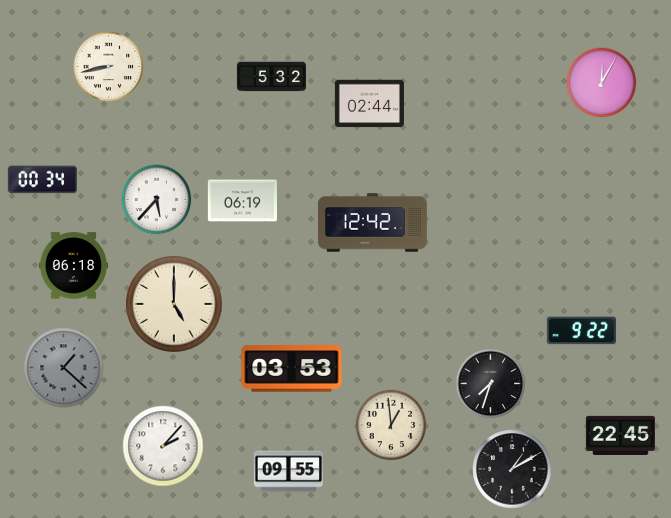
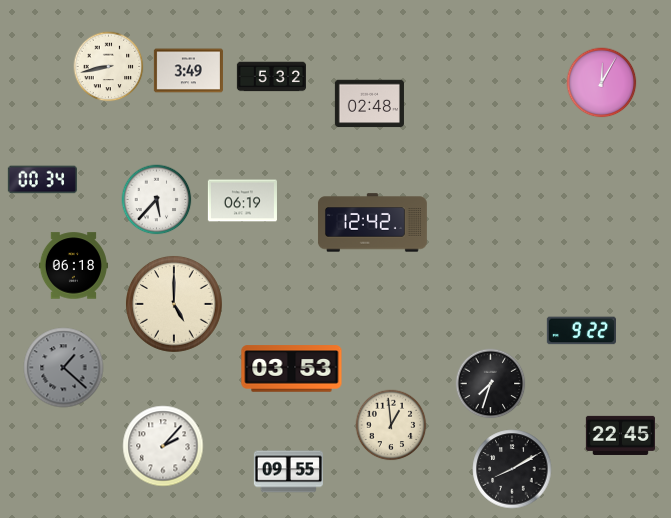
clock at (188, 71): none -> 3:49
clock at (369, 104): 02:44 -> 02:48
clock at (512, 469): 1:10 -> 8:10
